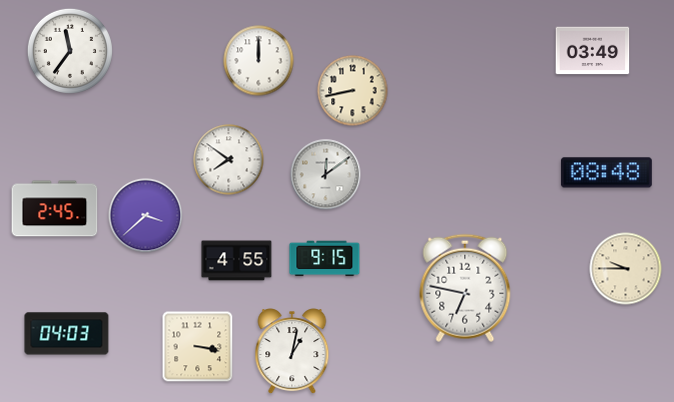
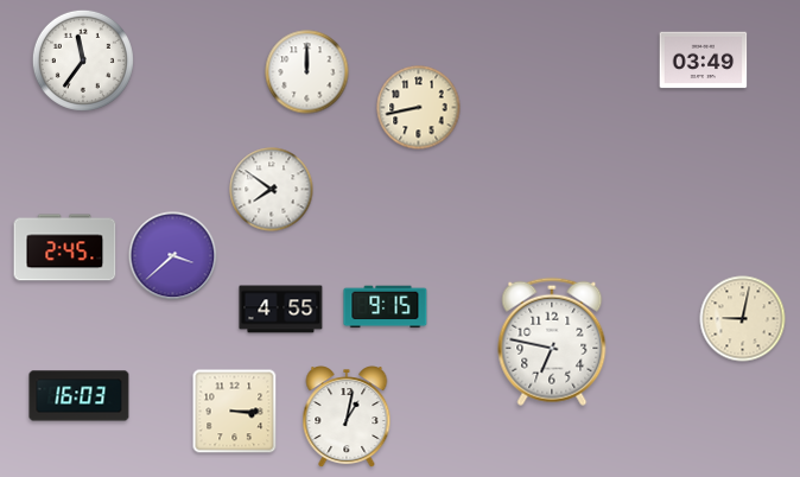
clock at (606, 173): 08:48 -> none
clock at (326, 175): 12:09 -> none
clock at (626, 269): 9:45 -> 9:02
clock at (67, 334): 04:03 -> 16:03
clock at (198, 347): 3:17 -> 3:15
